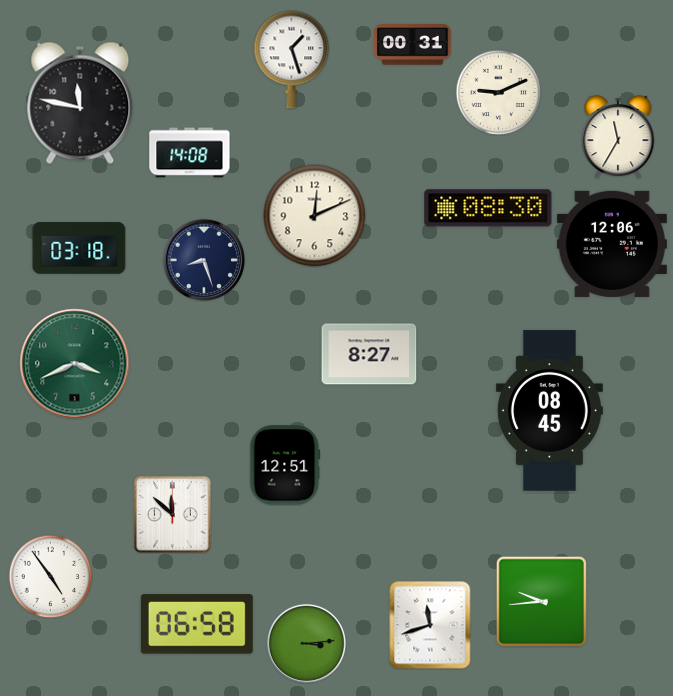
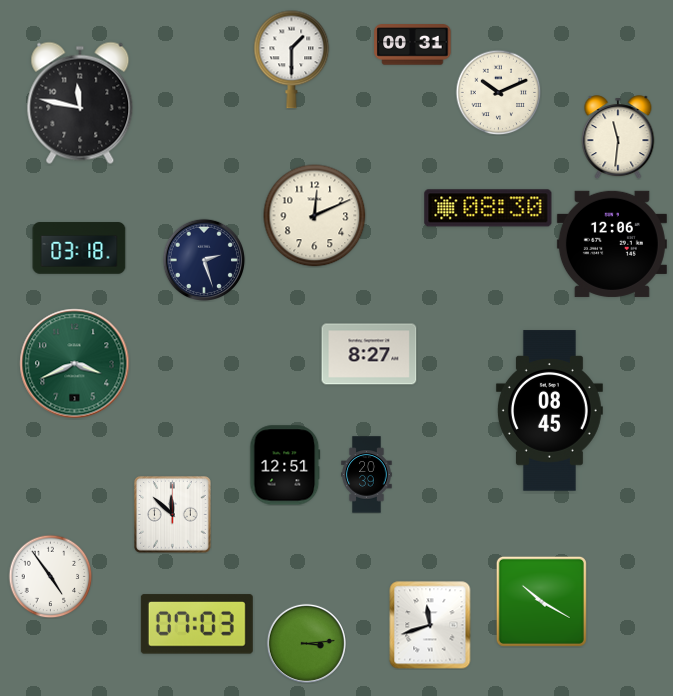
clock at (292, 60): 1:27 -> 1:30
clock at (498, 92): 9:11 -> 10:11
clock at (618, 137): 11:35 -> 11:31
clock at (190, 153): 14:08 -> none
clock at (203, 259): 8:27 -> 2:27
clock at (367, 475): none -> 20:39
clock at (541, 601): 9:44 -> 10:20
clock at (197, 624): 06:58 -> 07:03
